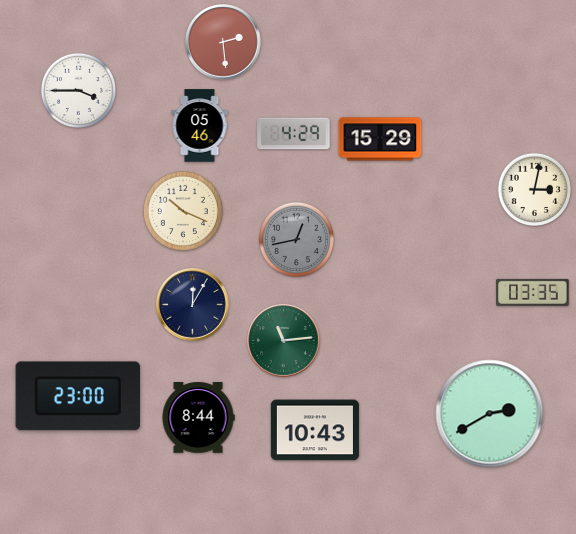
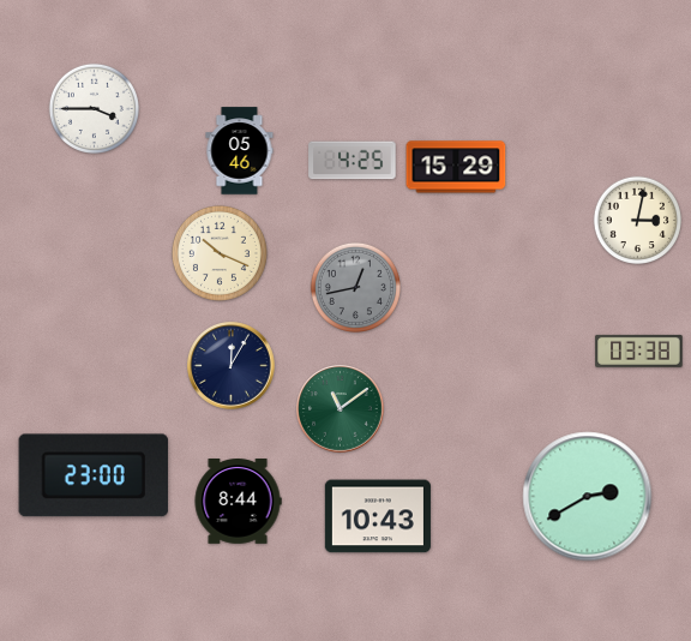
clock at (223, 42): 2:29 -> none
clock at (294, 134): 4:29 -> 4:25
clock at (534, 189) position: (534, 189) -> (637, 220)
clock at (533, 292): 03:35 -> 03:38
clock at (284, 341): 11:14 -> 11:09
